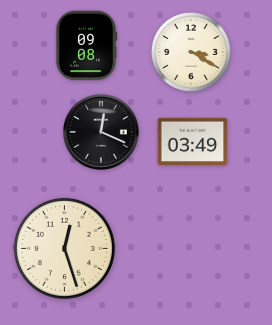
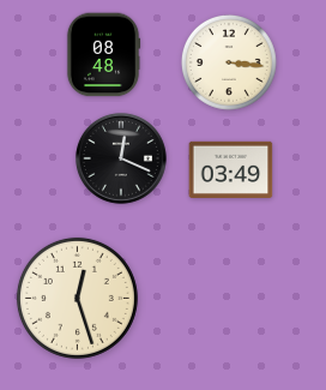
clock at (86, 46): 09:08 -> 08:48
clock at (191, 52): 3:20 -> 3:16
